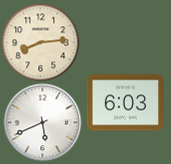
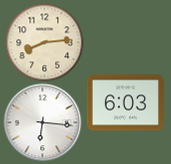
clock at (40, 42) position: (40, 42) -> (44, 42)
clock at (42, 122): 5:41 -> 6:16
